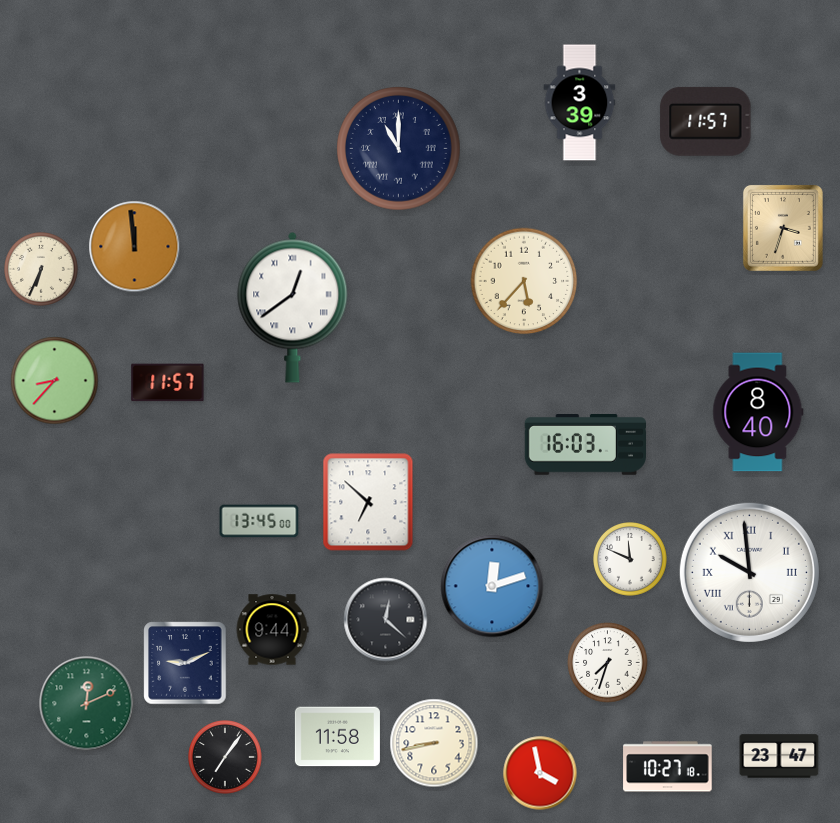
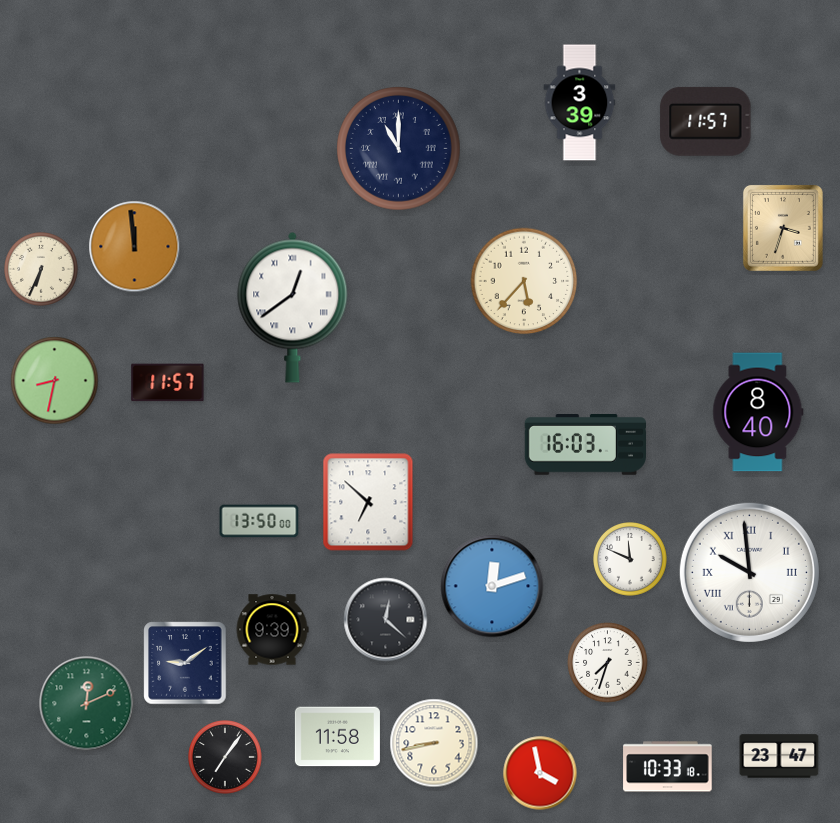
clock at (55, 381): 8:37 -> 8:32
clock at (259, 521): 13:45 -> 13:50
clock at (272, 630): 9:44 -> 9:39
clock at (185, 663): 9:11 -> 9:09
clock at (668, 767): 10:27 -> 10:33
